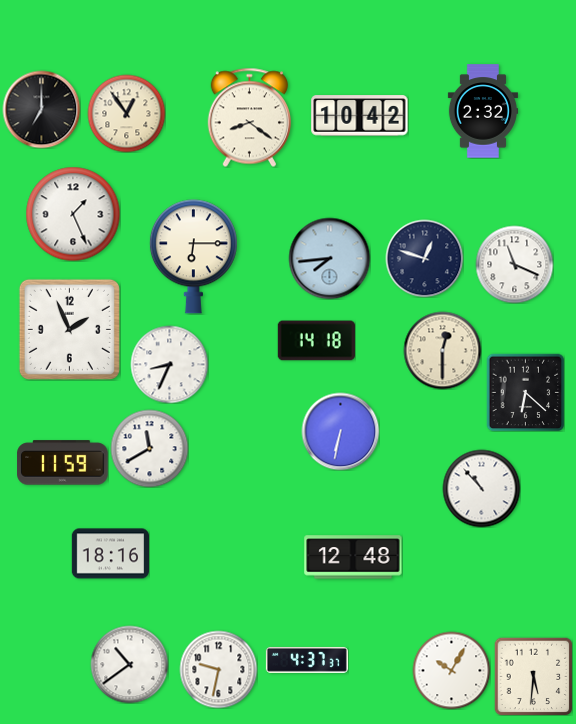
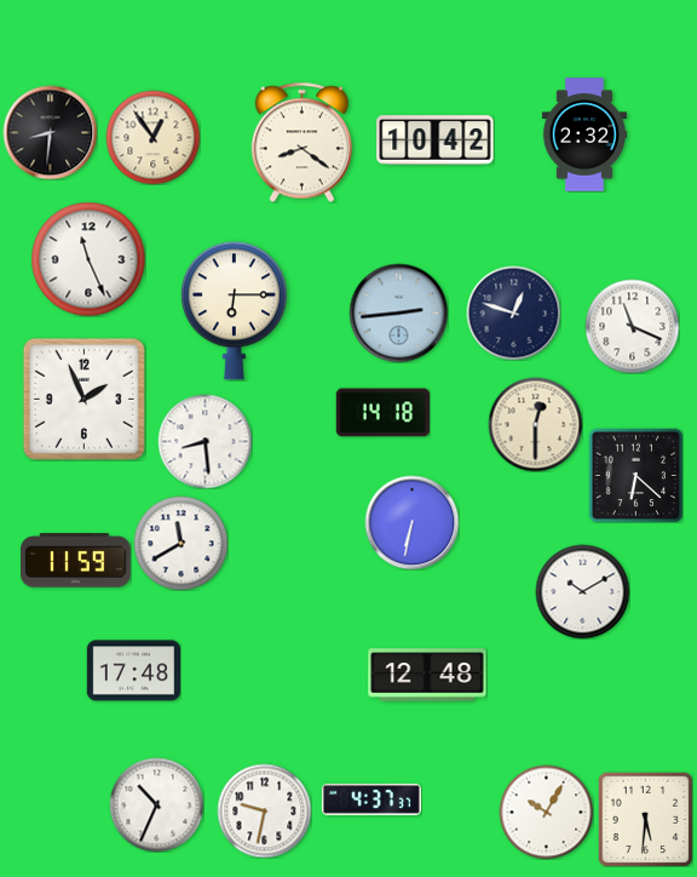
clock at (41, 109): 7:00 -> 8:31
clock at (73, 214): 1:26 -> 11:26
clock at (329, 258): 7:44 -> 2:44
clock at (514, 264) position: (514, 264) -> (632, 326)
clock at (169, 364): 8:34 -> 8:29
clock at (481, 488): 10:53 -> 10:10
clock at (110, 554): 18:16 -> 17:48
clock at (129, 664): 10:39 -> 10:34
